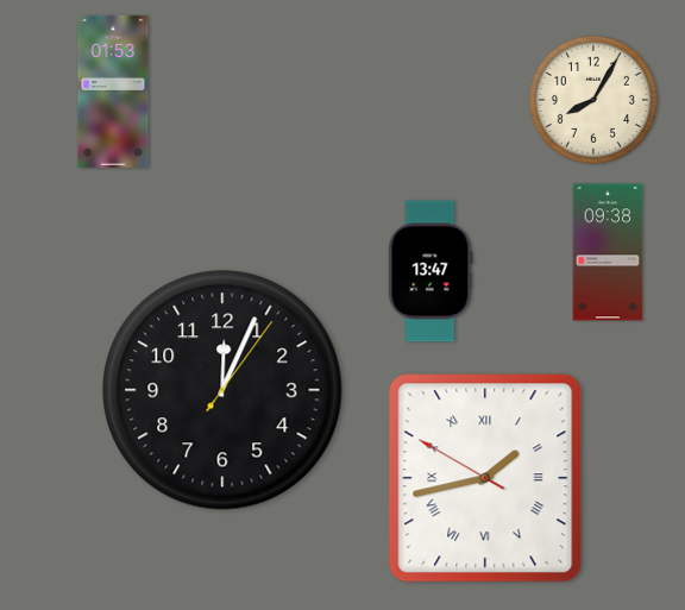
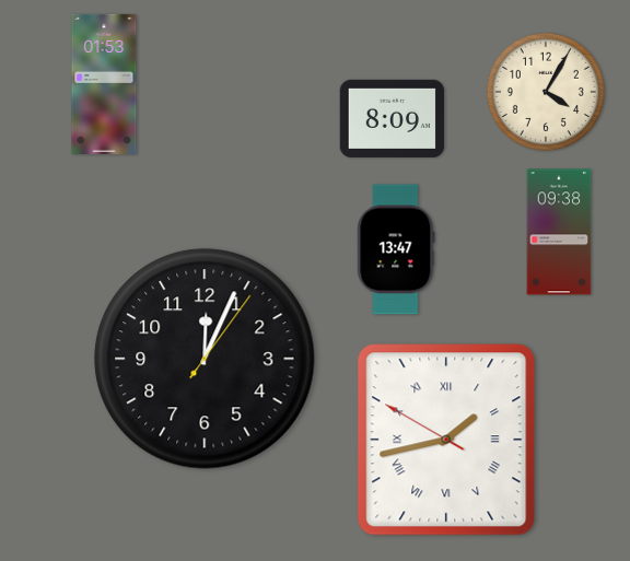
clock at (593, 100): 8:05 -> 4:05
clock at (393, 118): none -> 8:09
